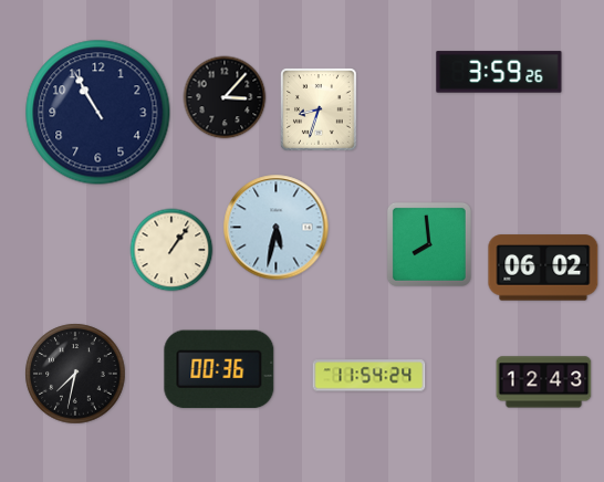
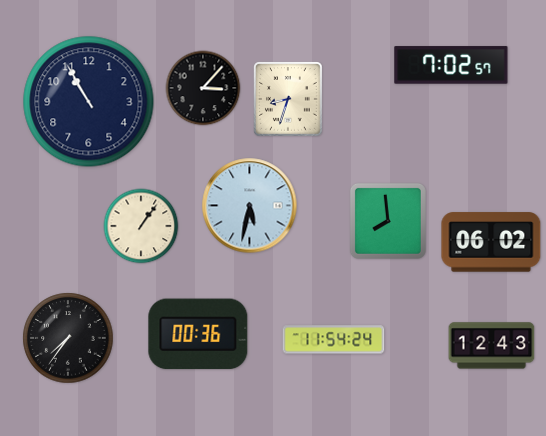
clock at (499, 72): 3:59 -> 7:02
clock at (171, 250) position: (171, 250) -> (141, 226)
clock at (75, 374): 7:32 -> 7:36
